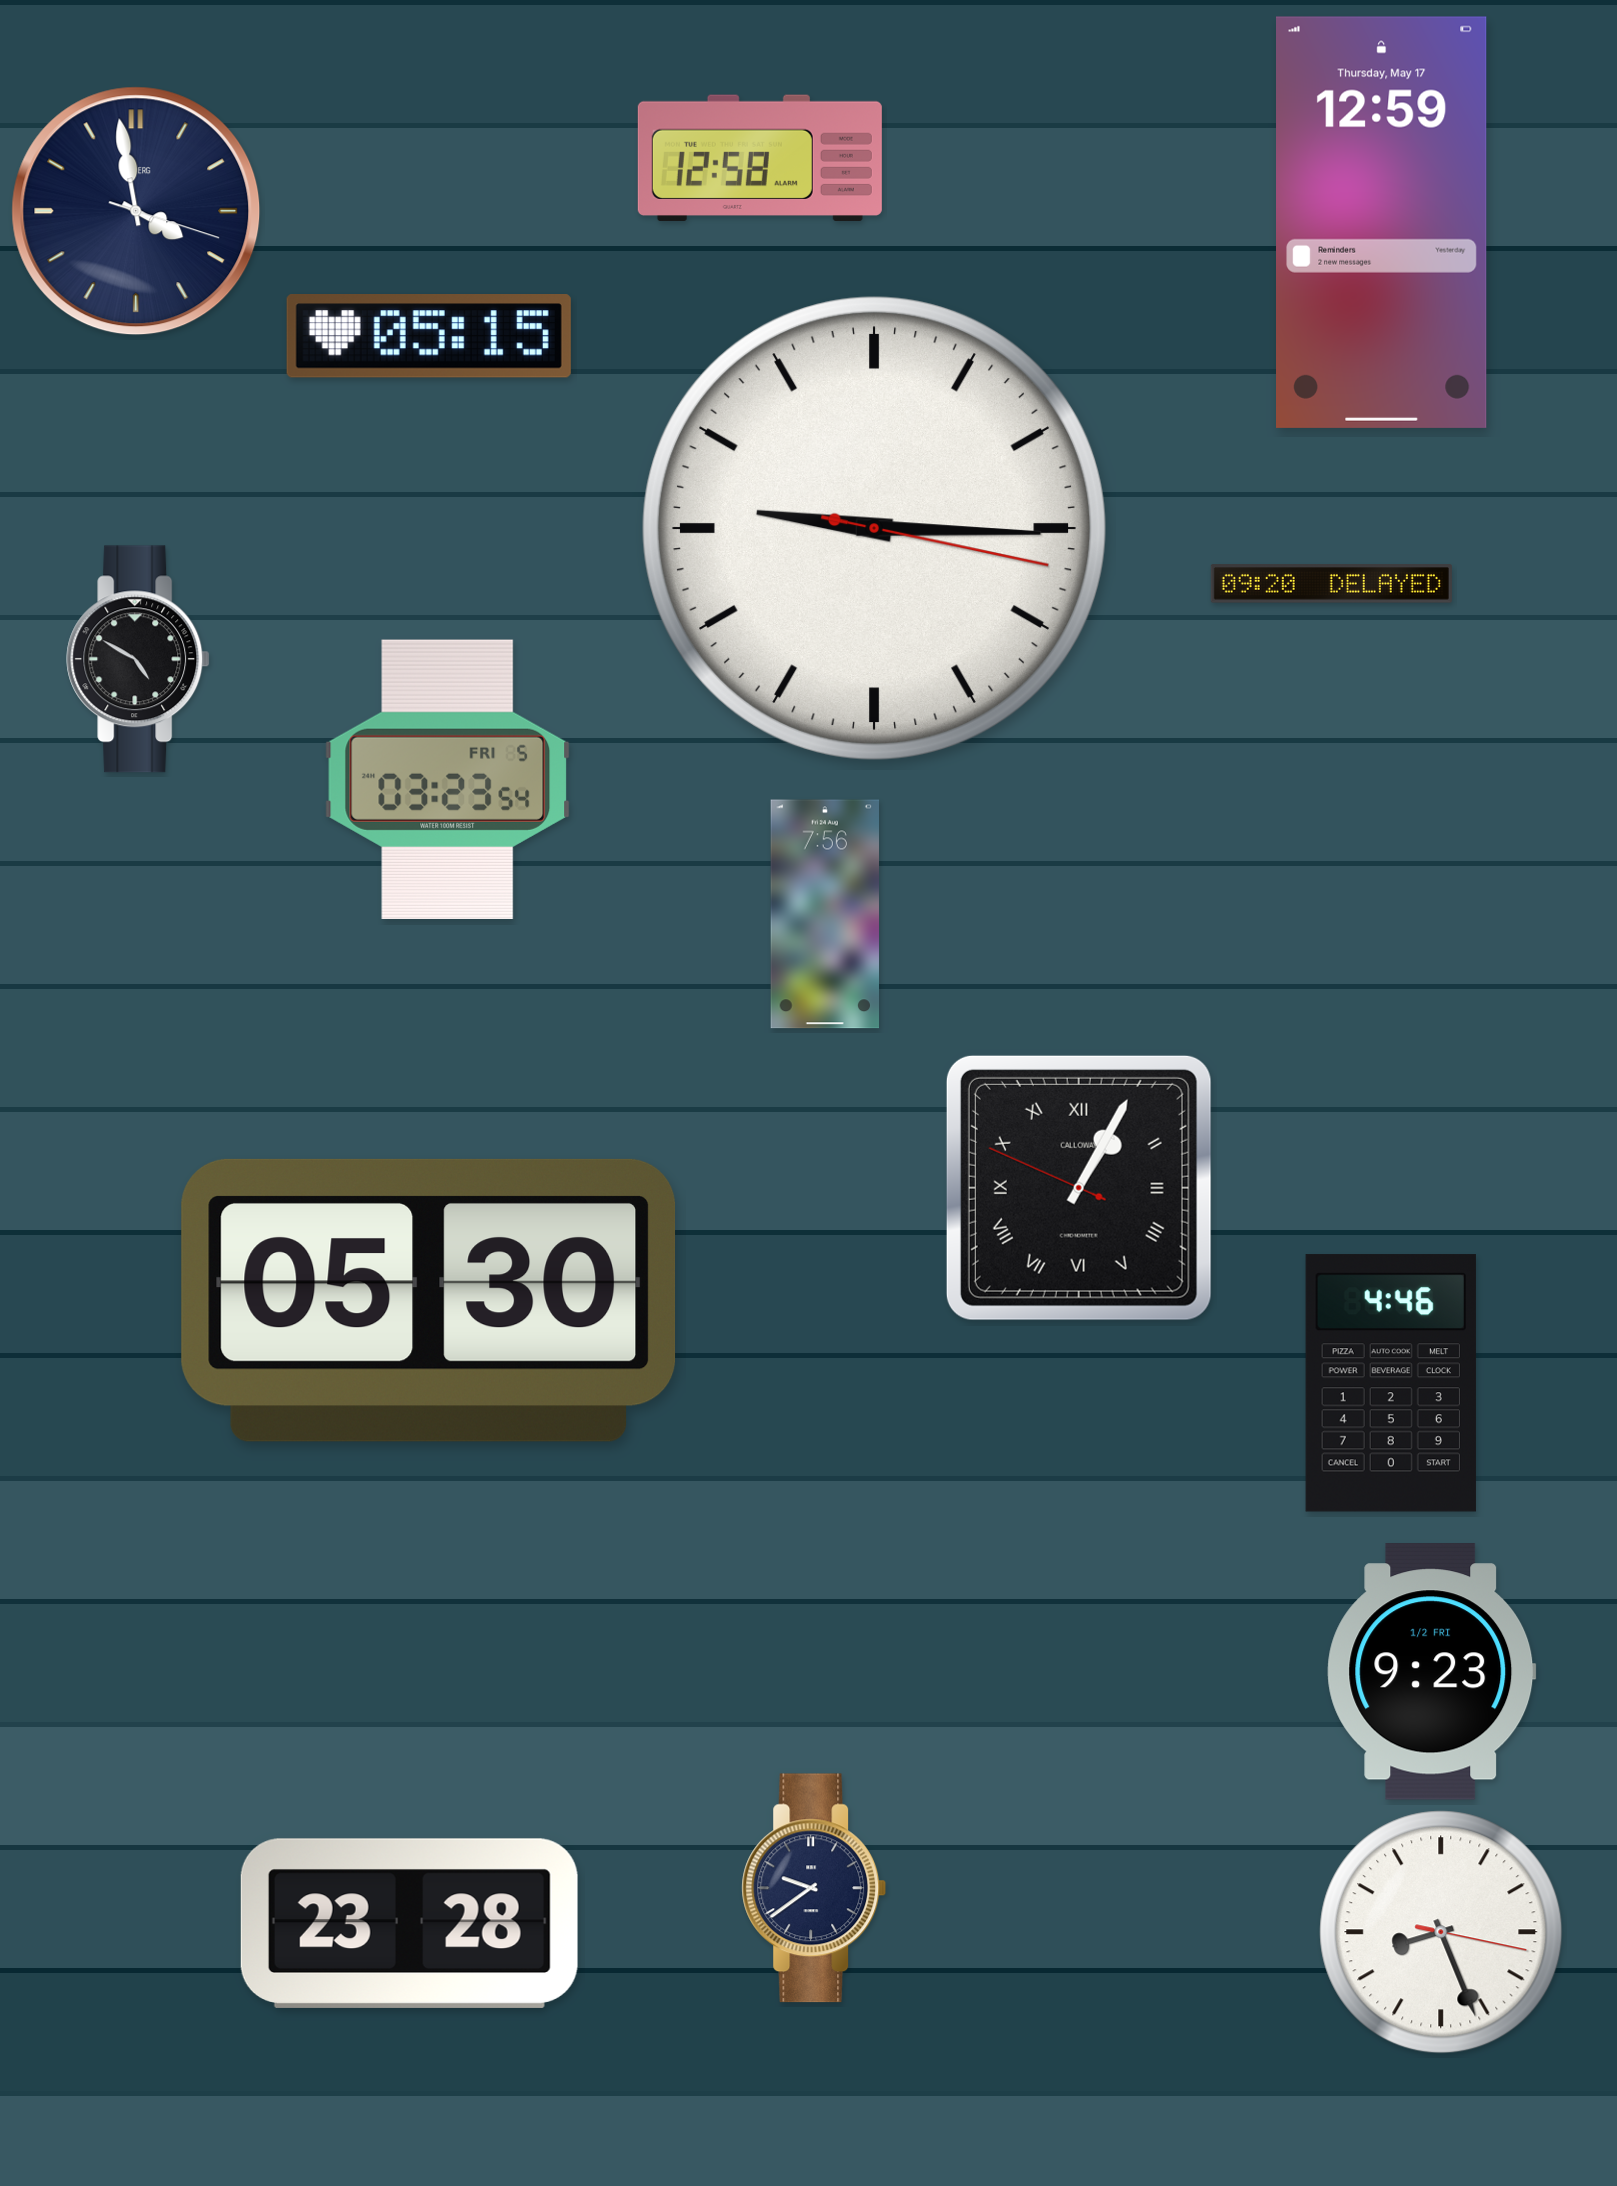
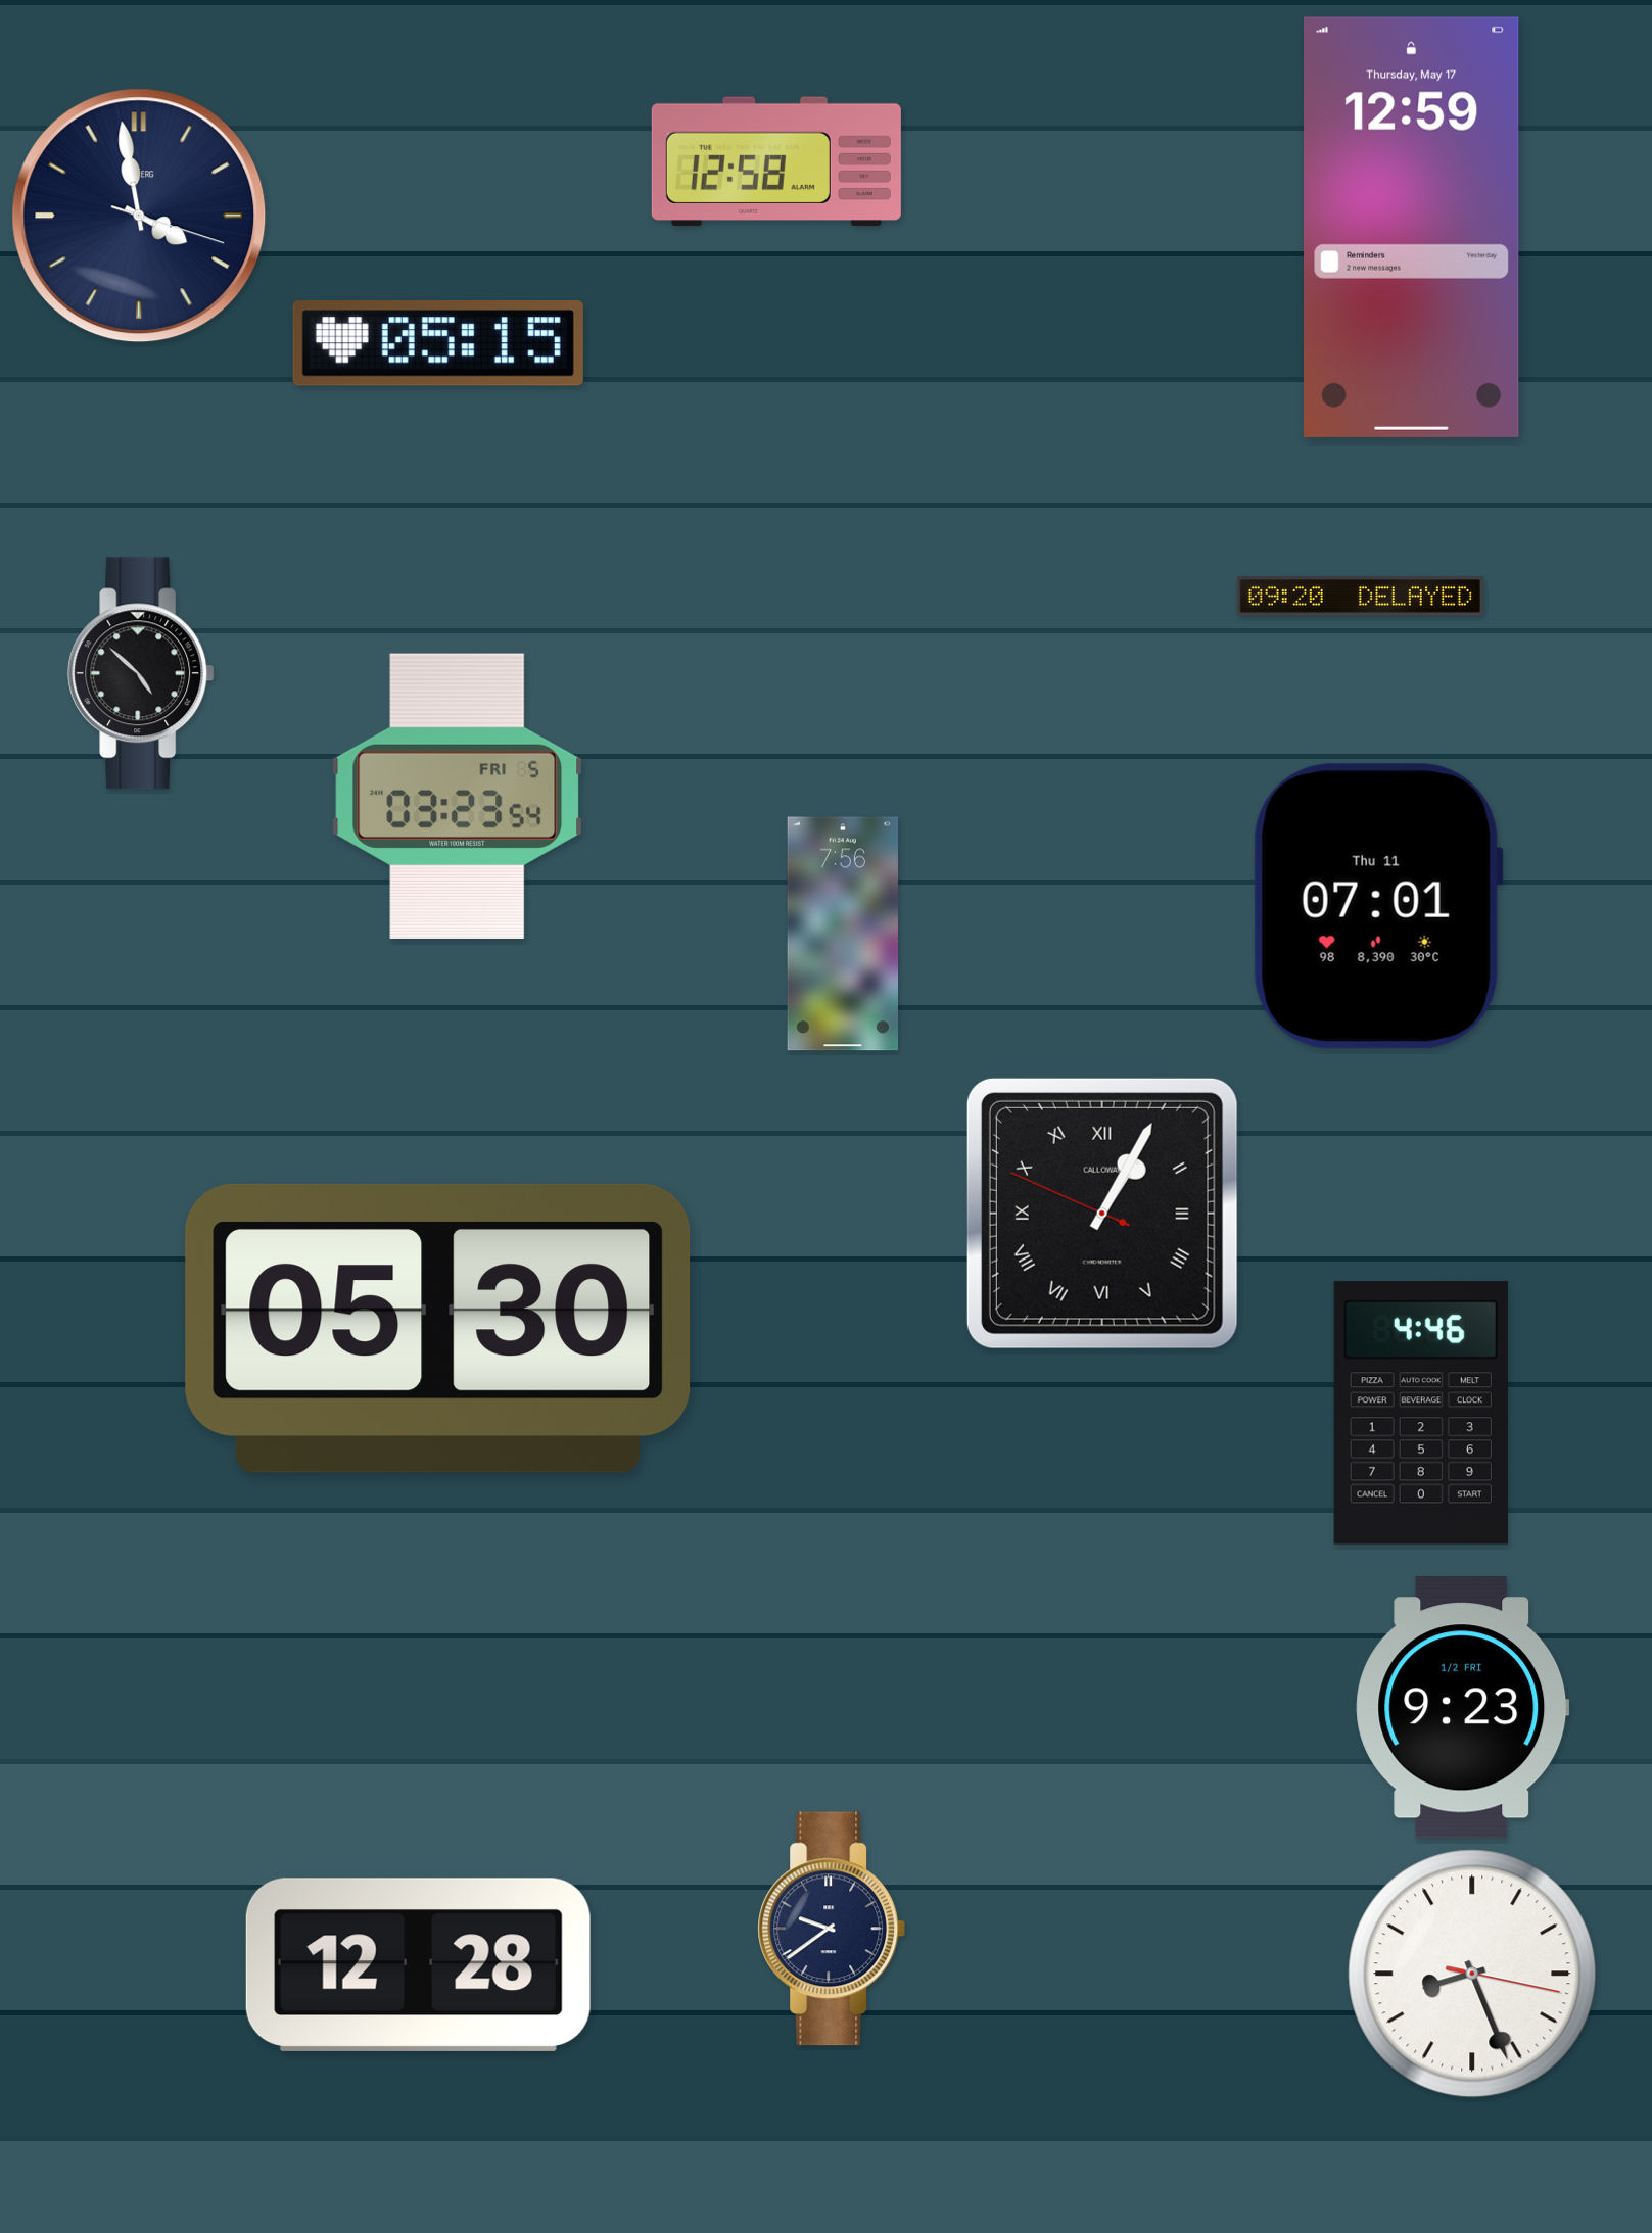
clock at (874, 528): 9:15 -> none
clock at (138, 659): 4:50 -> 4:52
clock at (1378, 906): none -> 07:01
clock at (409, 1923): 23:28 -> 12:28
